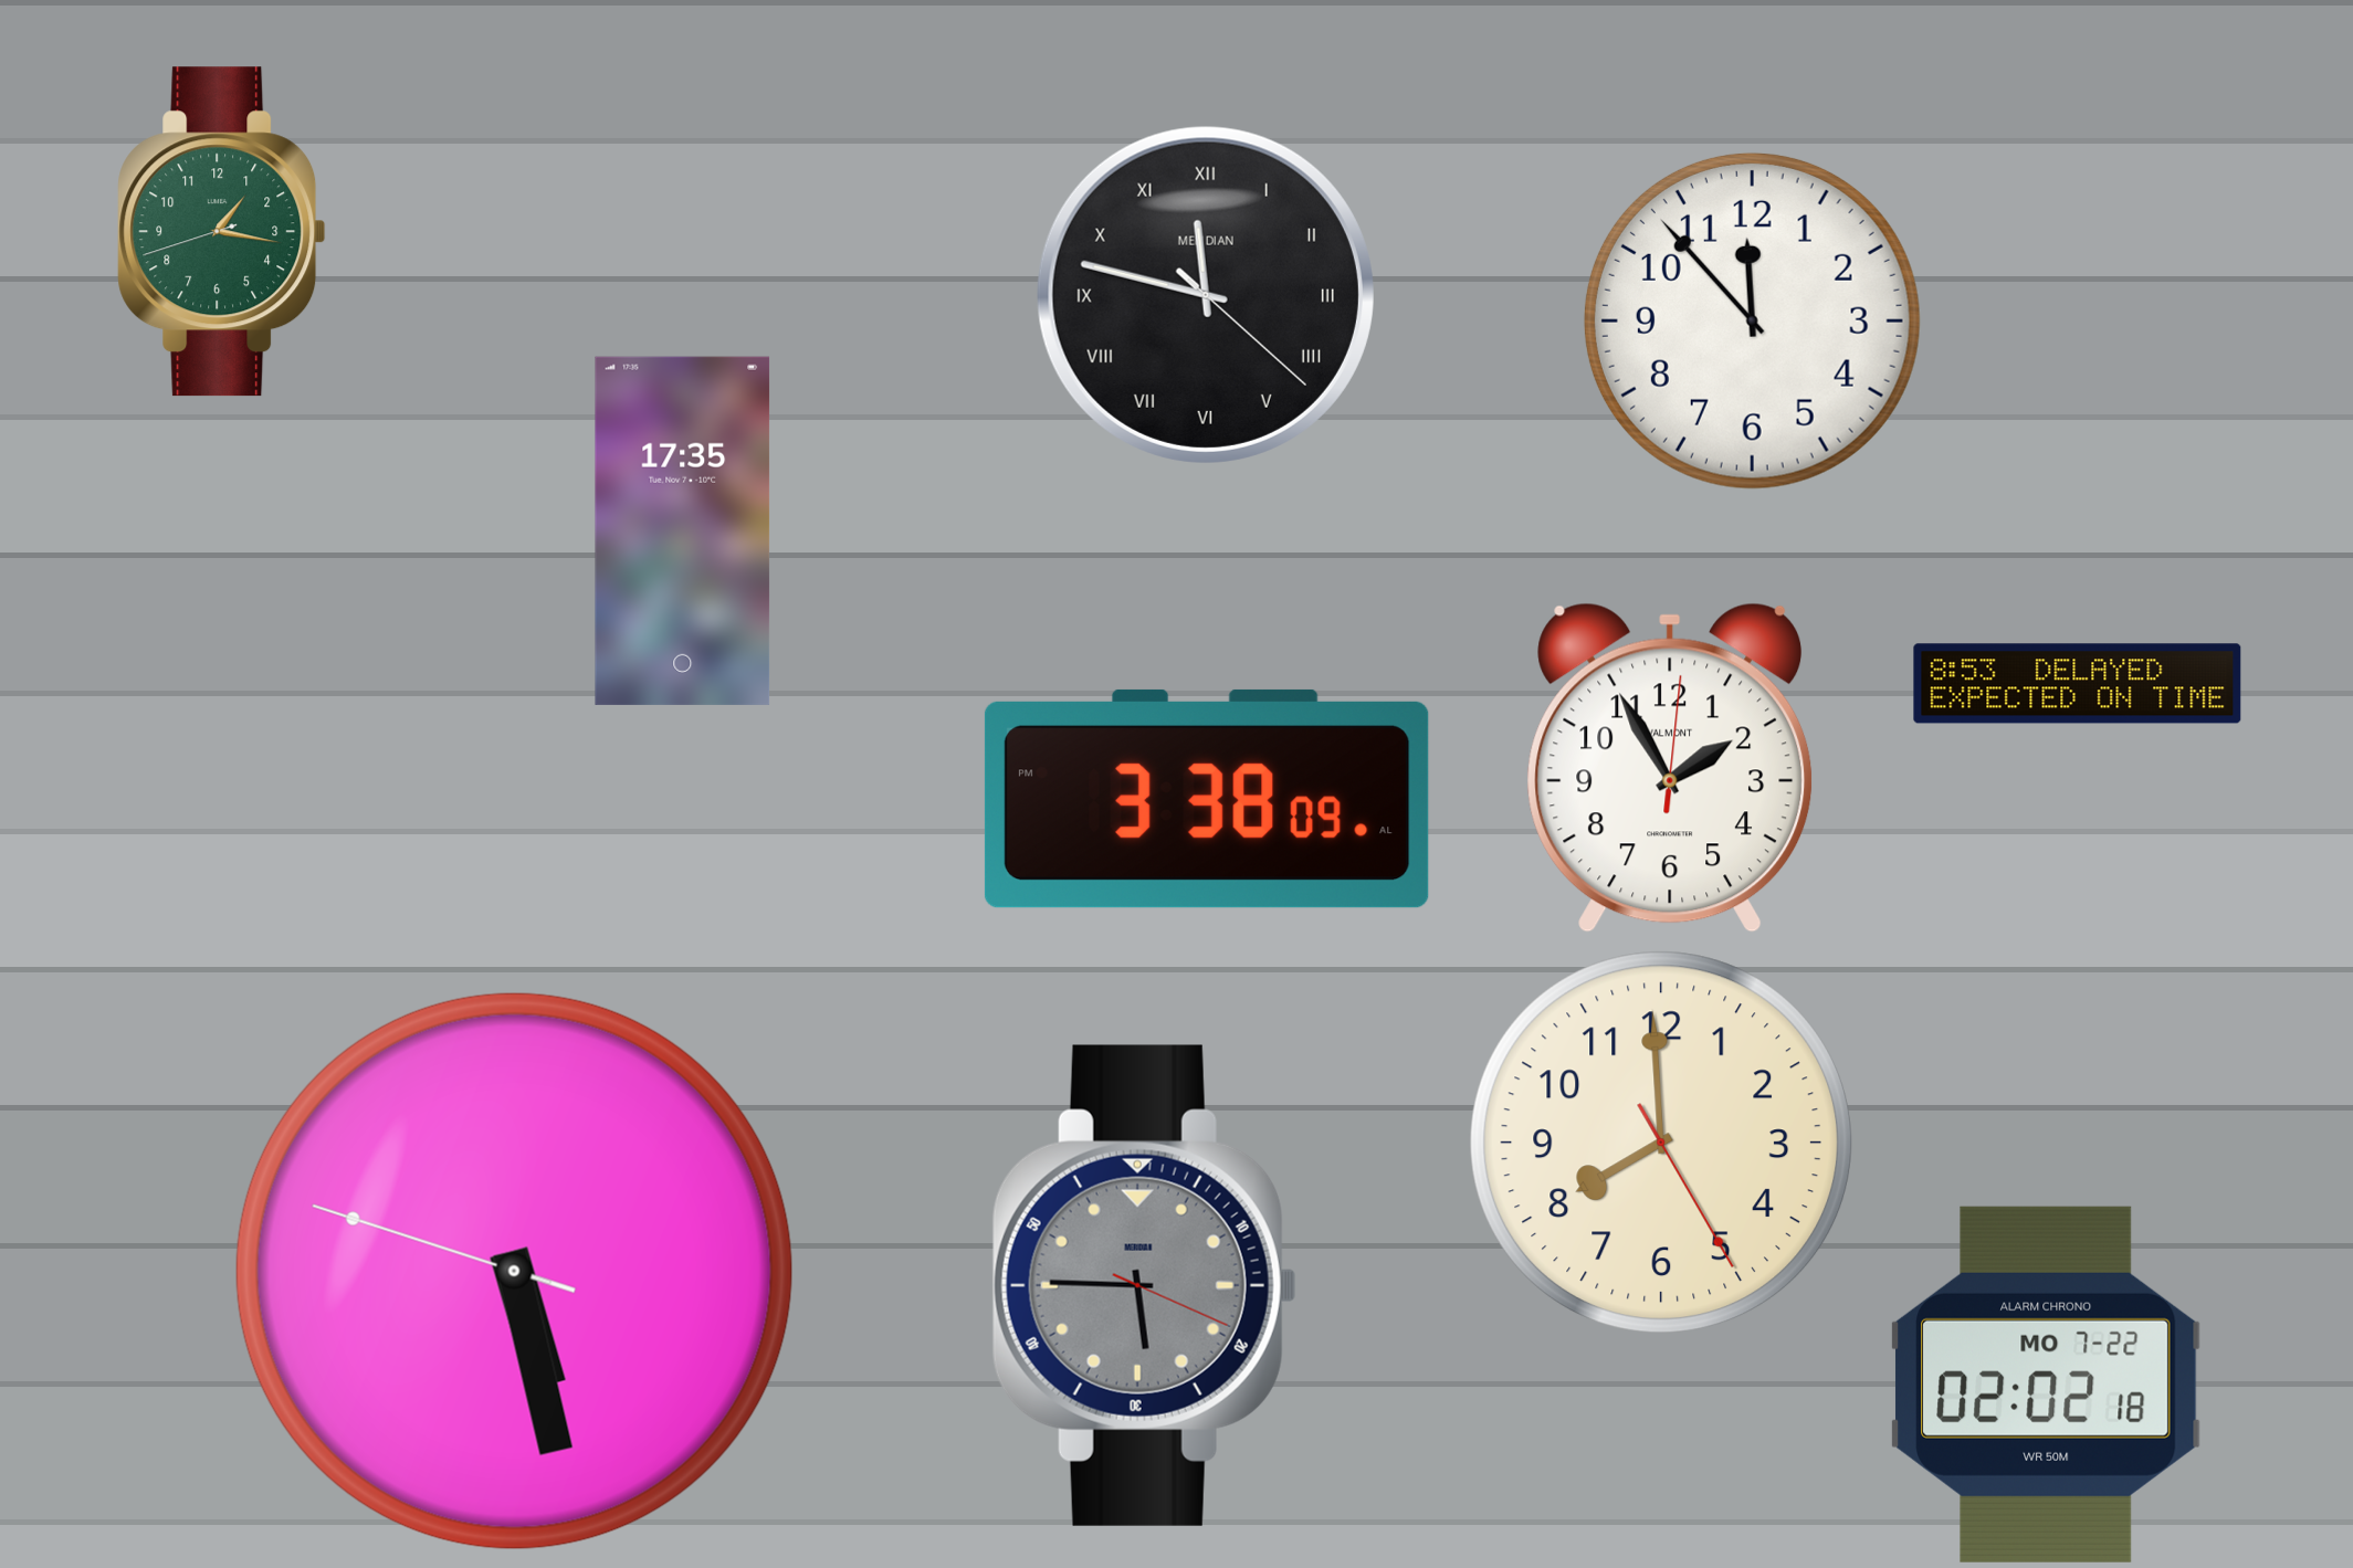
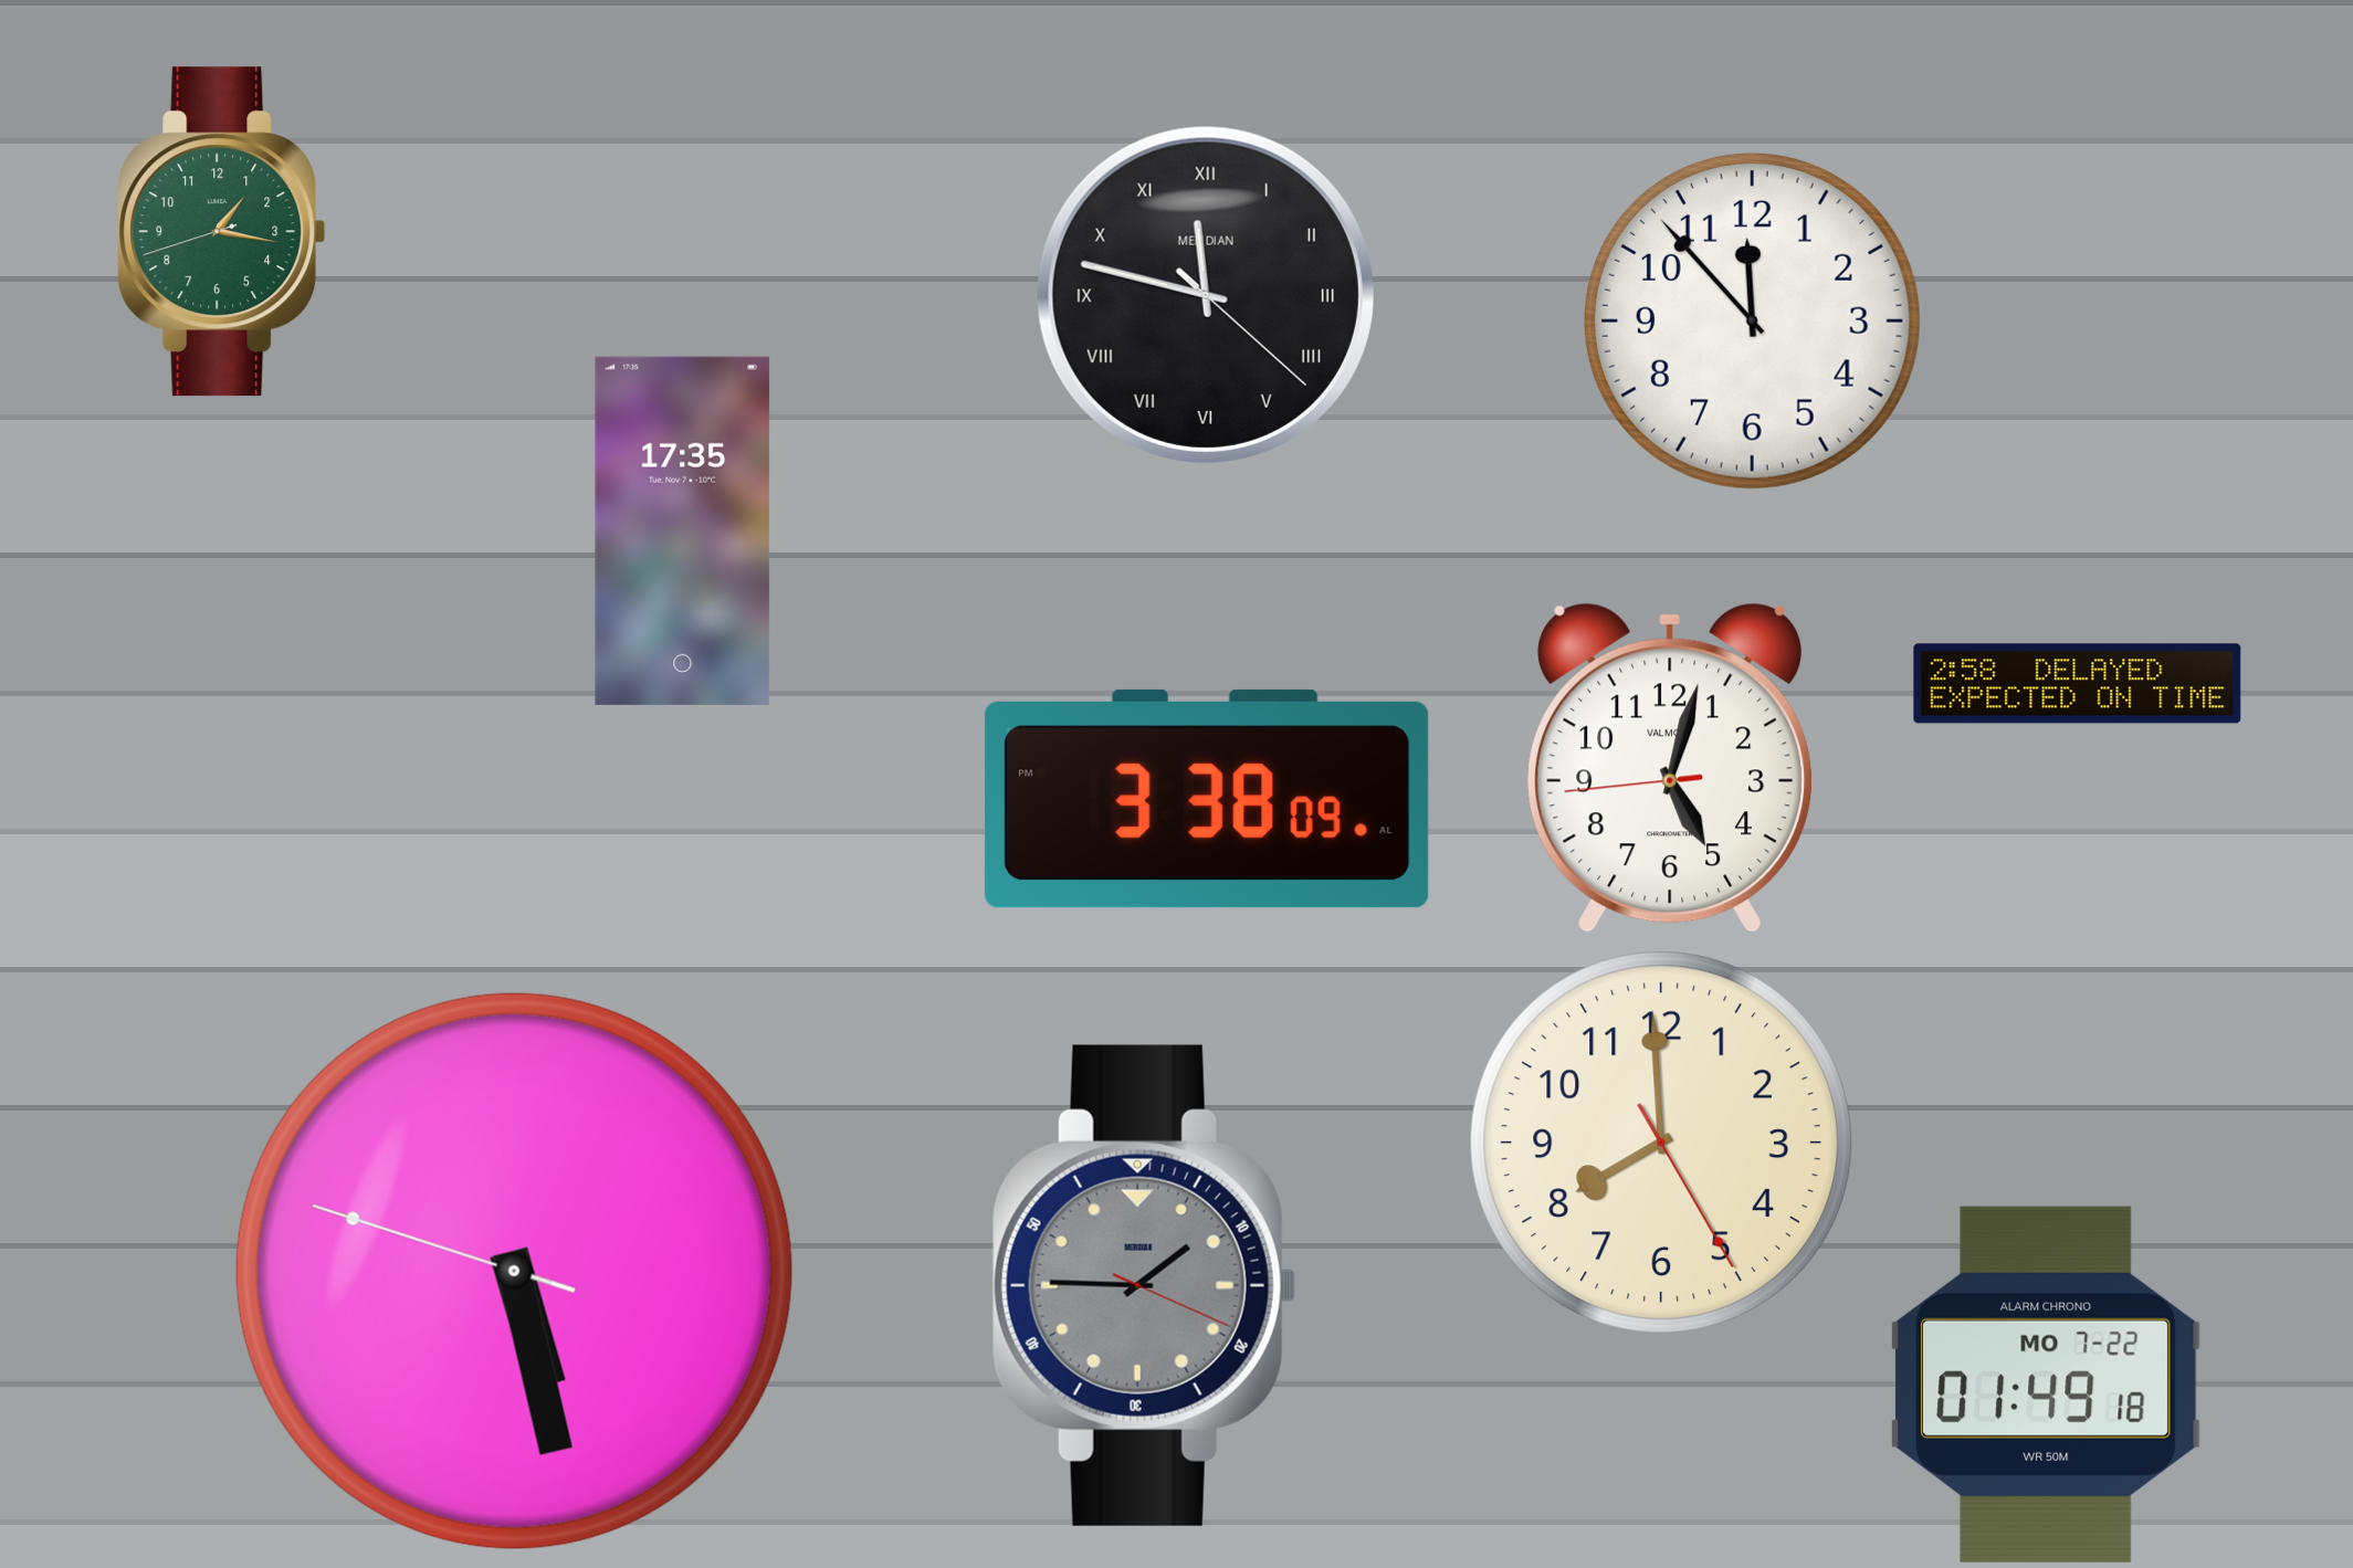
clock at (2078, 684): 8:53 -> 2:58
clock at (1670, 768): 1:55 -> 5:02
clock at (1144, 1285): 5:45 -> 1:45
clock at (2047, 1385): 02:02 -> 01:49
